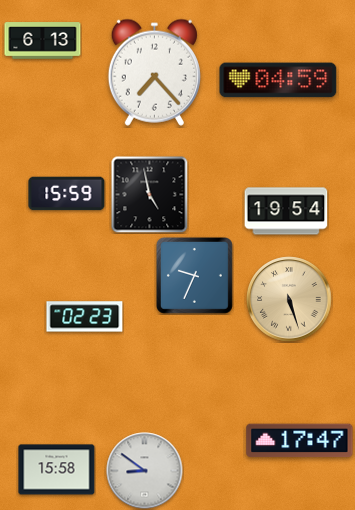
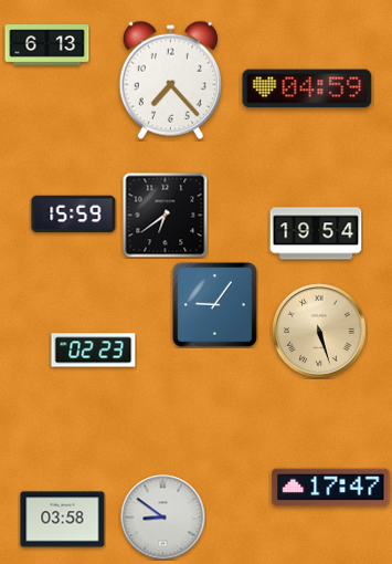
clock at (149, 194): 4:58 -> 6:39
clock at (194, 275): 9:34 -> 9:06
clock at (57, 470): 15:58 -> 03:58
clock at (145, 471) position: (145, 471) -> (163, 518)
